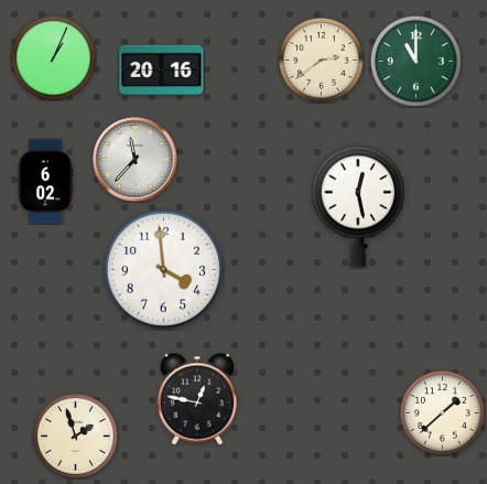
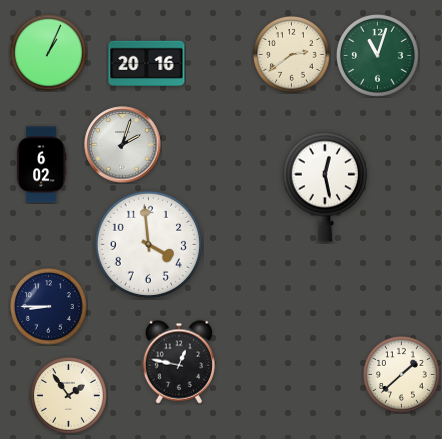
clock at (415, 61): 11:00 -> 11:03
clock at (136, 160): 11:37 -> 2:03
clock at (49, 307): none -> 8:45
clock at (76, 437): 1:57 -> 1:54
